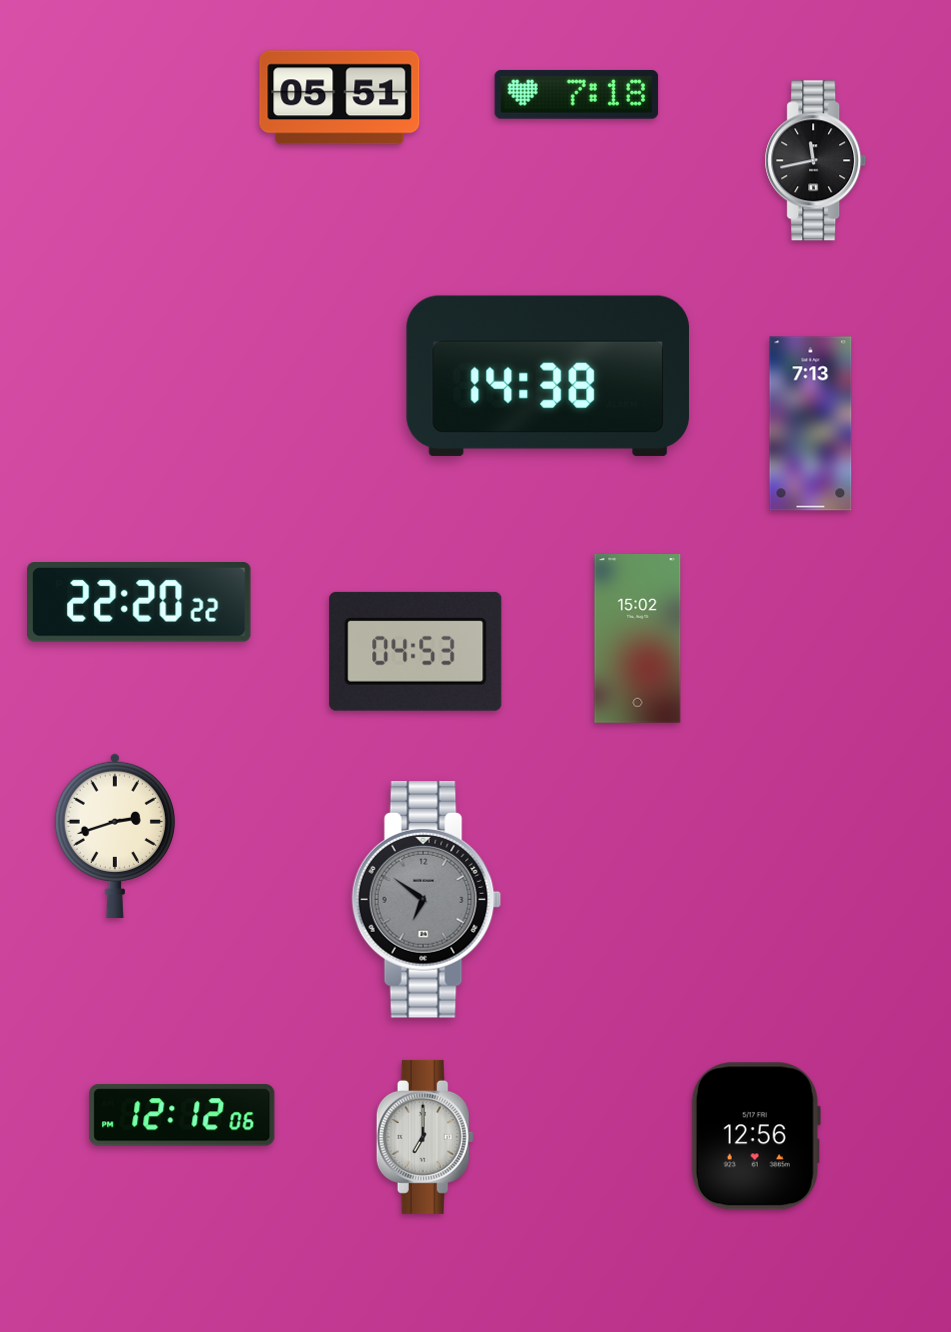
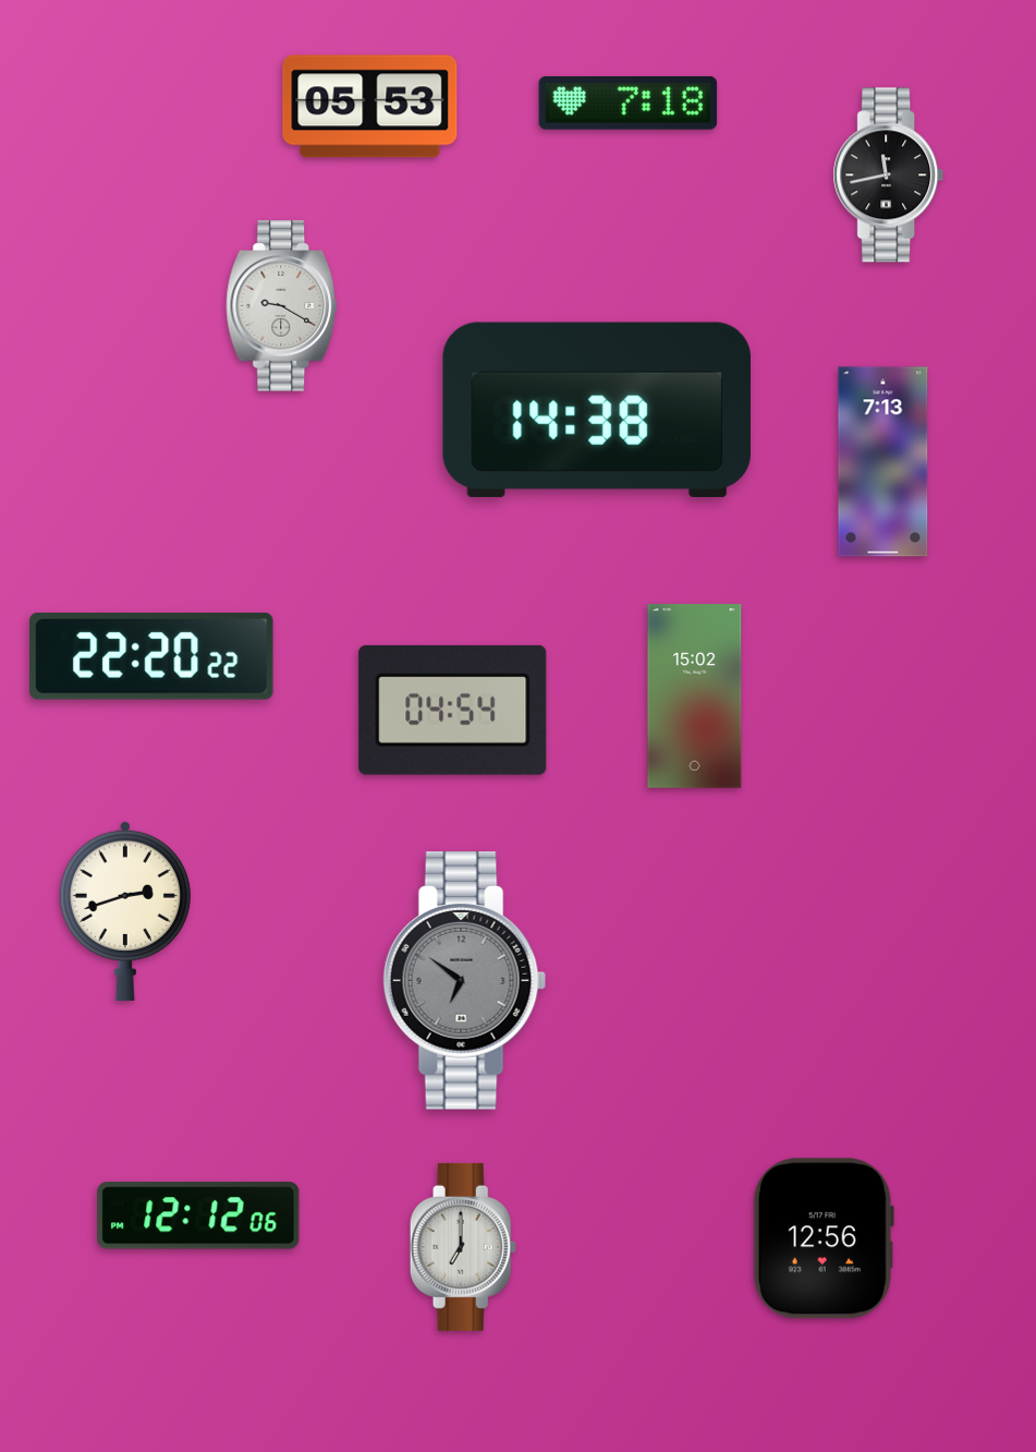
clock at (340, 98): 05:51 -> 05:53
clock at (282, 306): none -> 9:20
clock at (416, 651): 04:53 -> 04:54
clock at (425, 1137) position: (425, 1137) -> (463, 1247)
